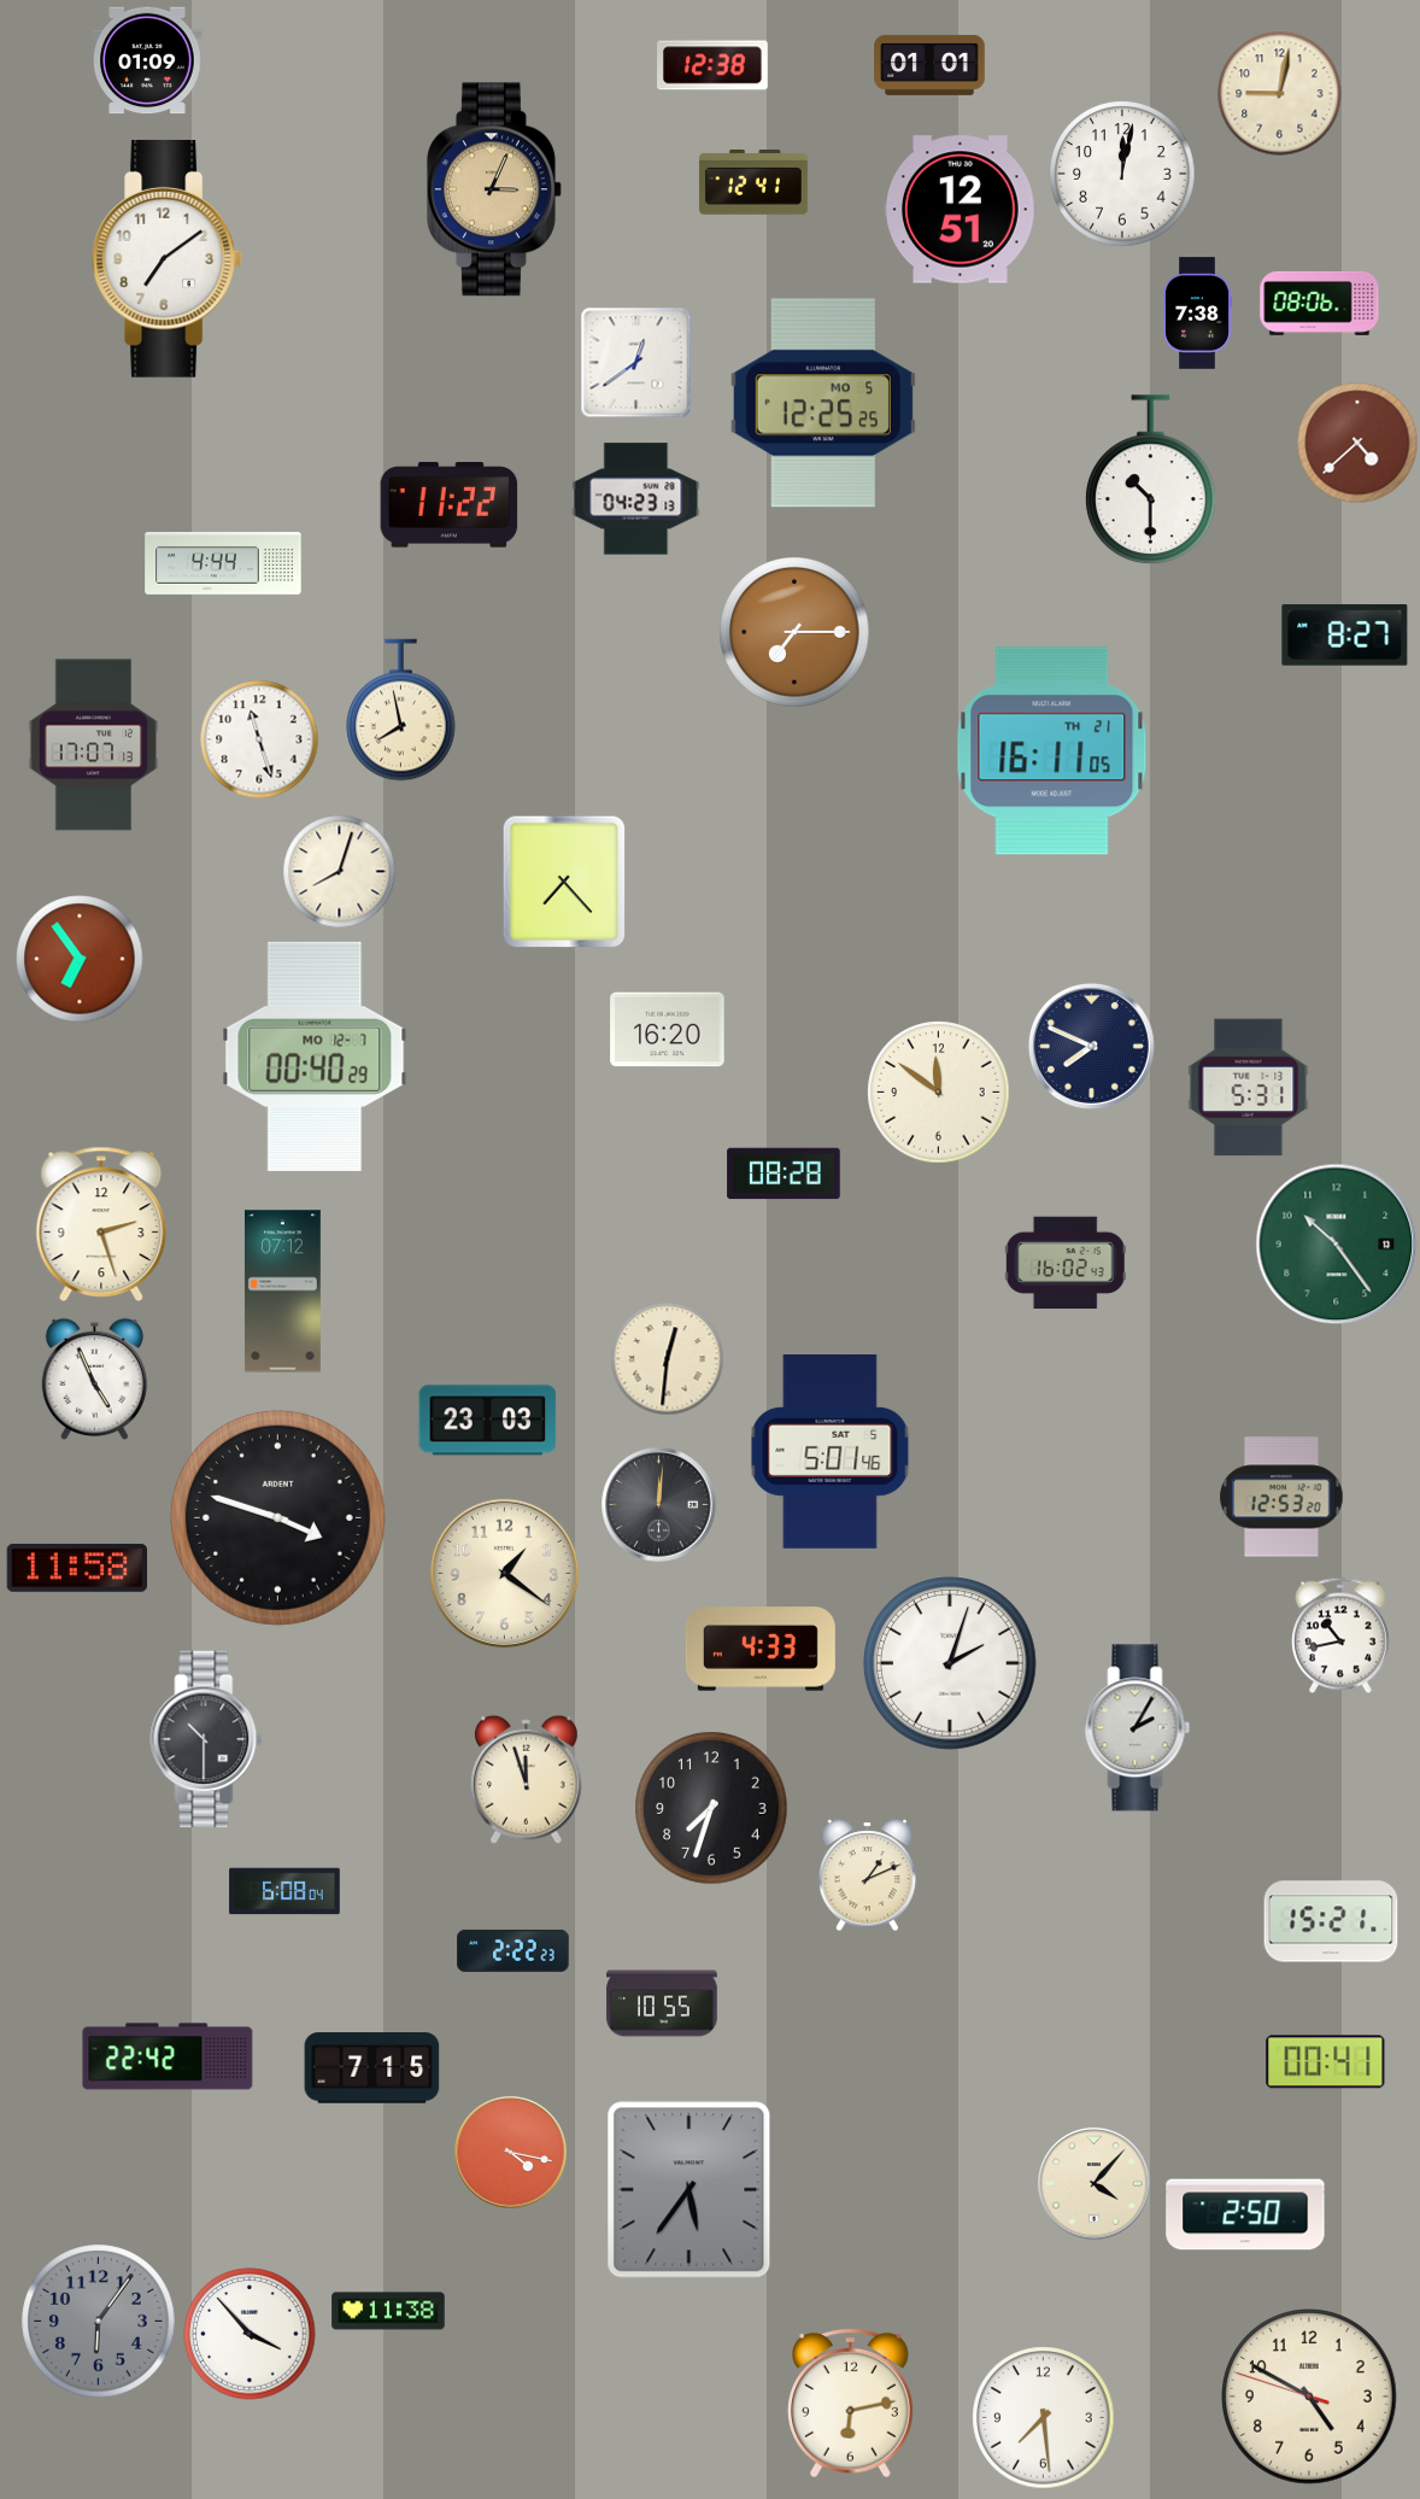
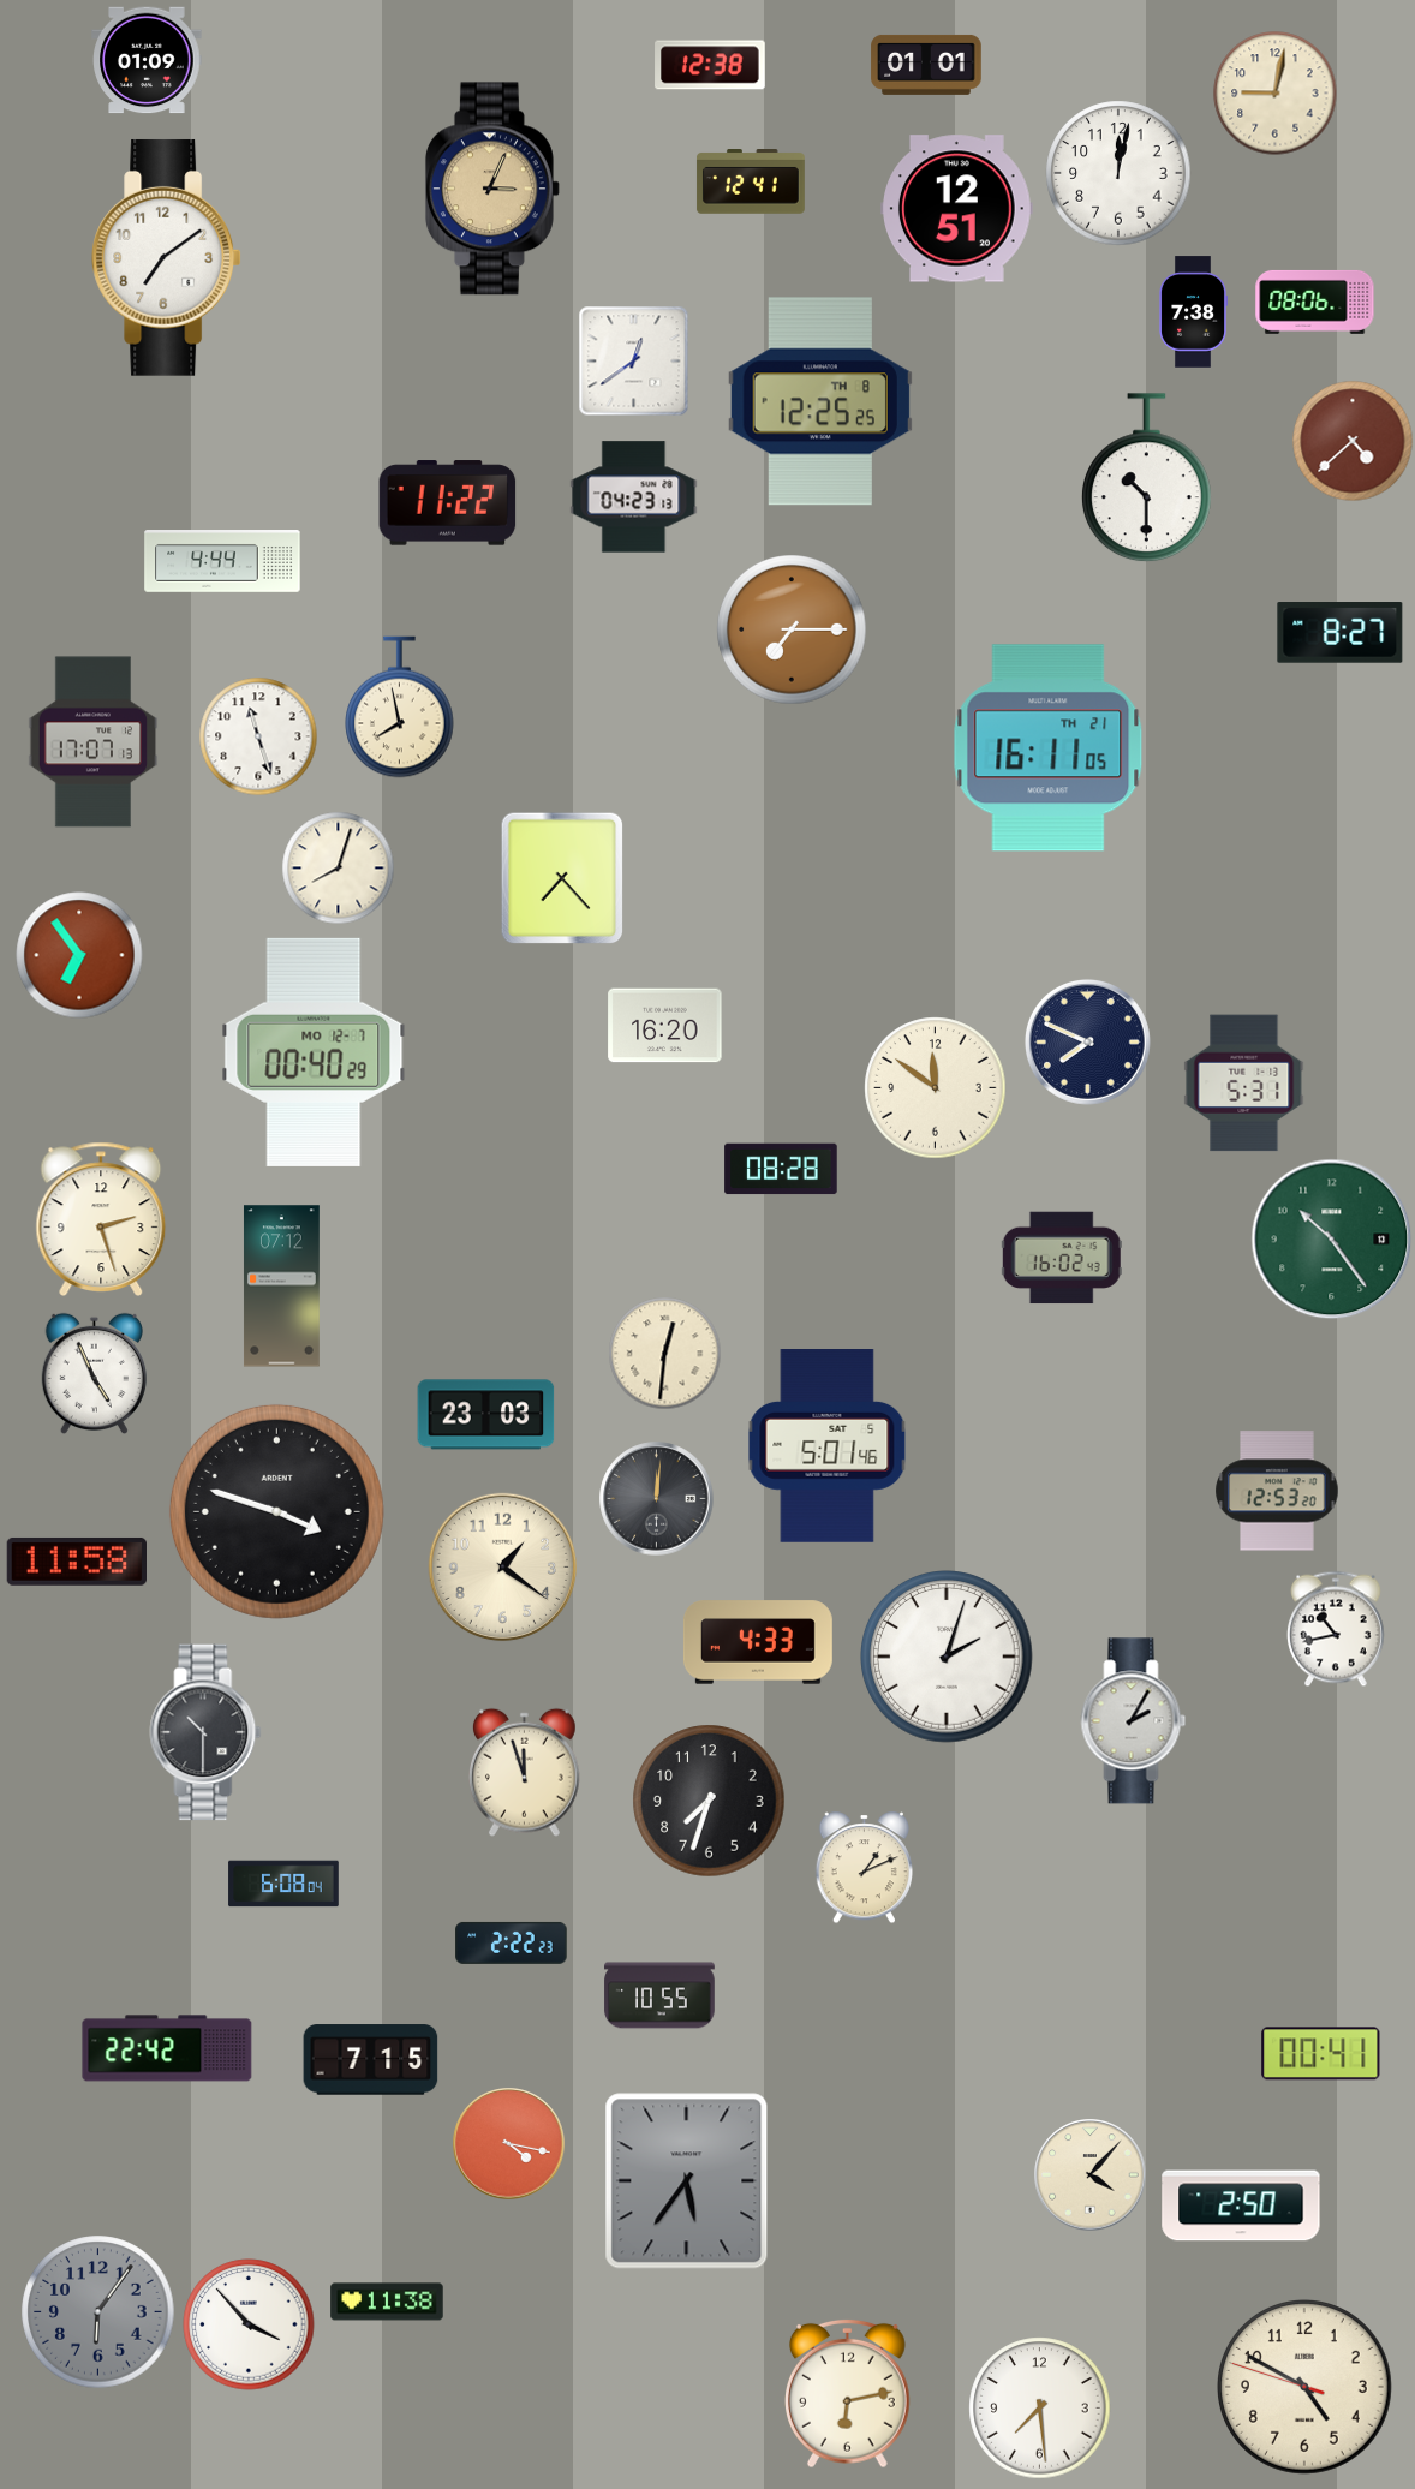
clock at (823, 403) date: MO 5 -> TH 8
clock at (1331, 1921): 15:21 -> none
